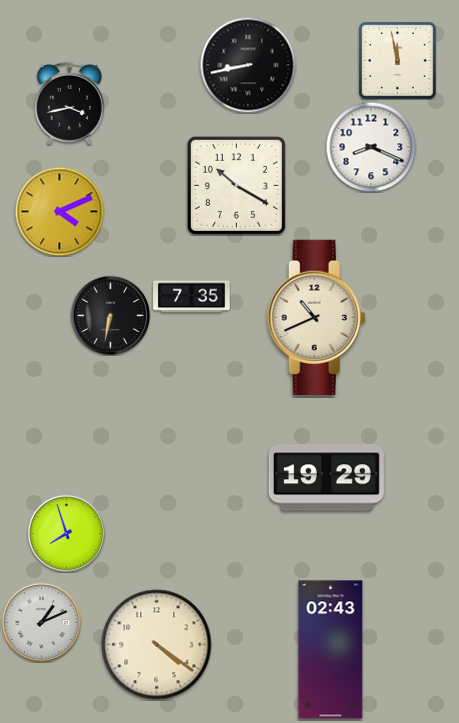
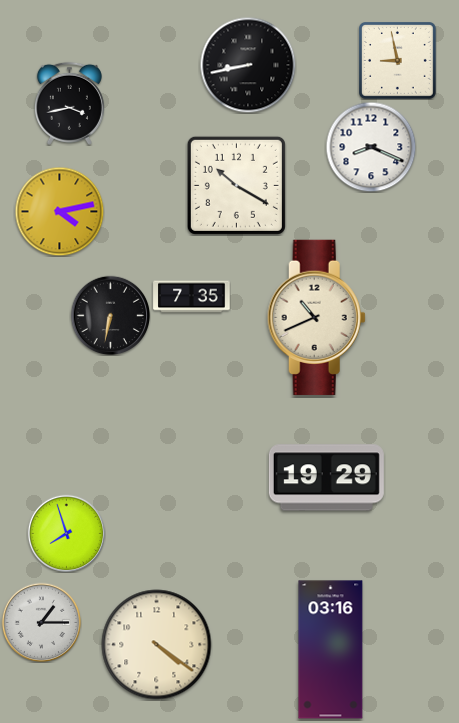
clock at (398, 61): 11:58 -> 8:58
clock at (59, 211): 4:11 -> 4:13
clock at (41, 622): 1:11 -> 1:15
clock at (331, 650): 02:43 -> 03:16
